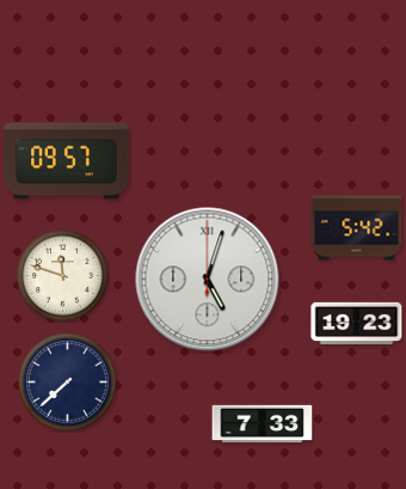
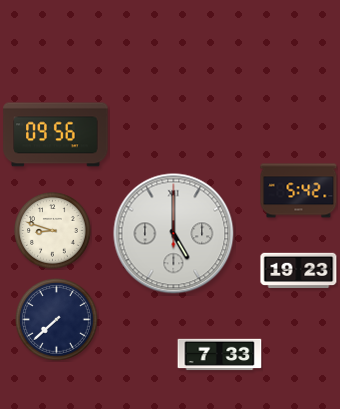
clock at (67, 161): 09:57 -> 09:56
clock at (63, 276): 11:48 -> 8:48
clock at (208, 280): 5:03 -> 5:00
